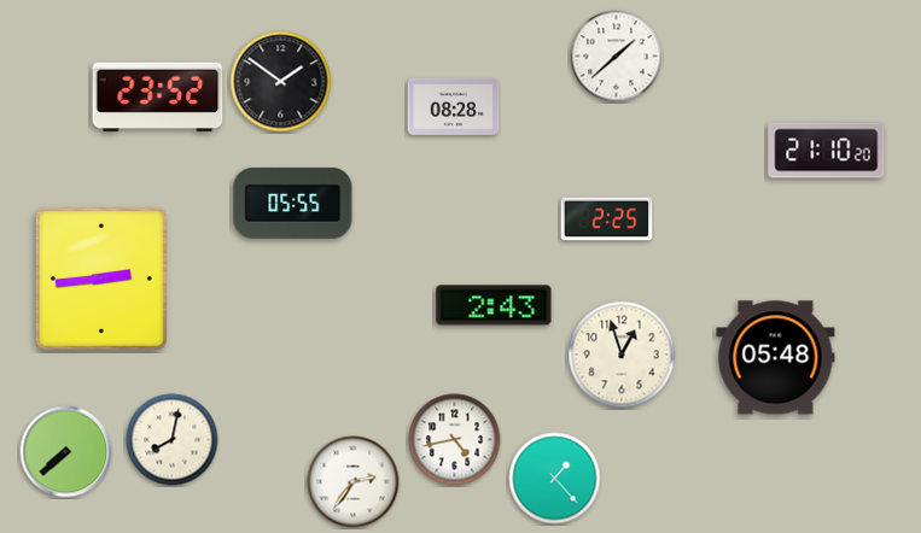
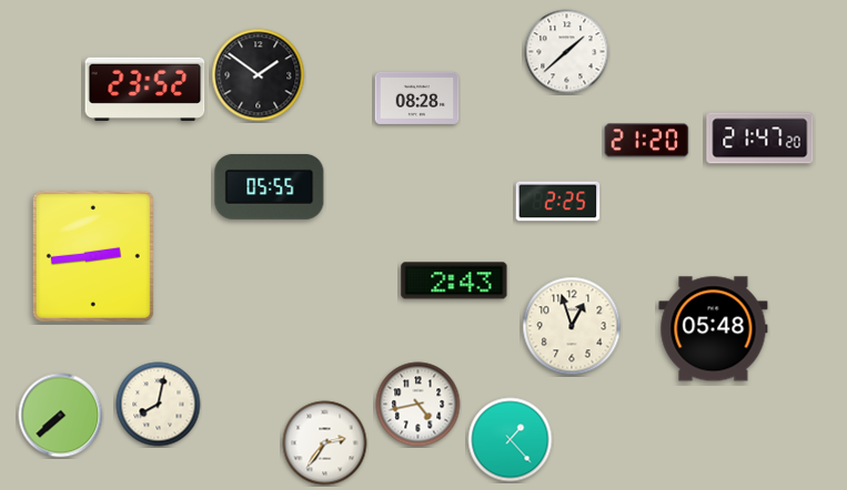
clock at (827, 151): 21:10 -> 21:47
clock at (647, 141): none -> 21:20
